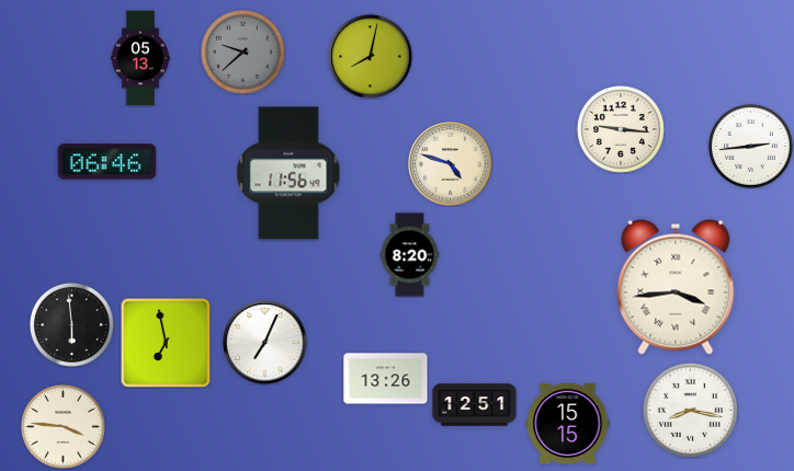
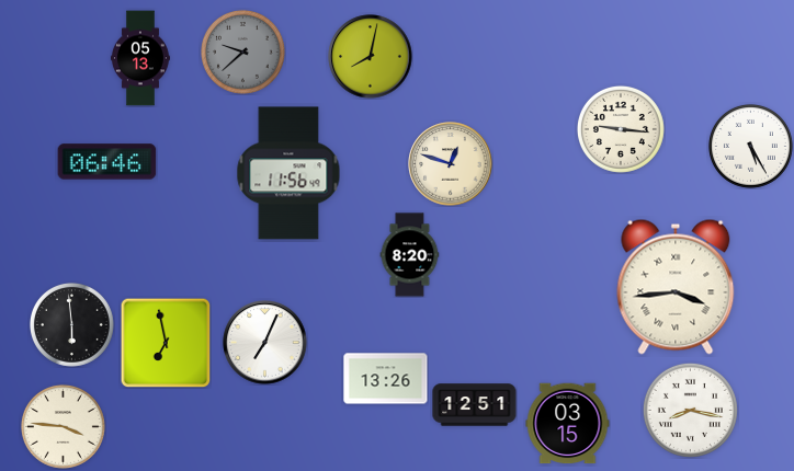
clock at (750, 146): 2:44 -> 5:25
clock at (451, 164): 4:48 -> 12:48
clock at (568, 424): 15:15 -> 03:15
